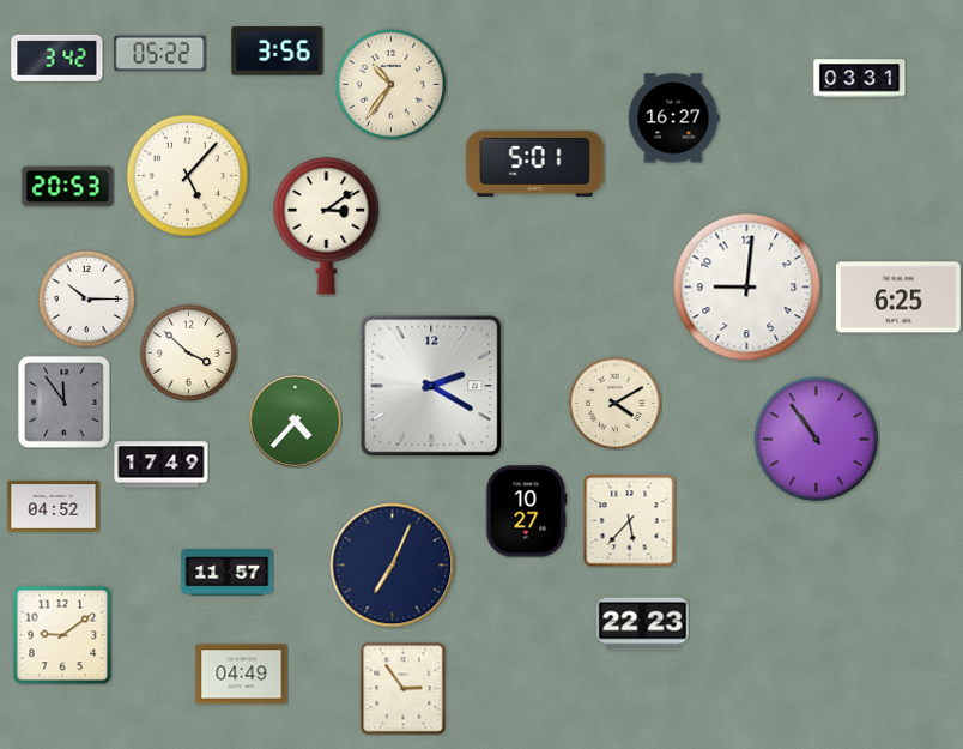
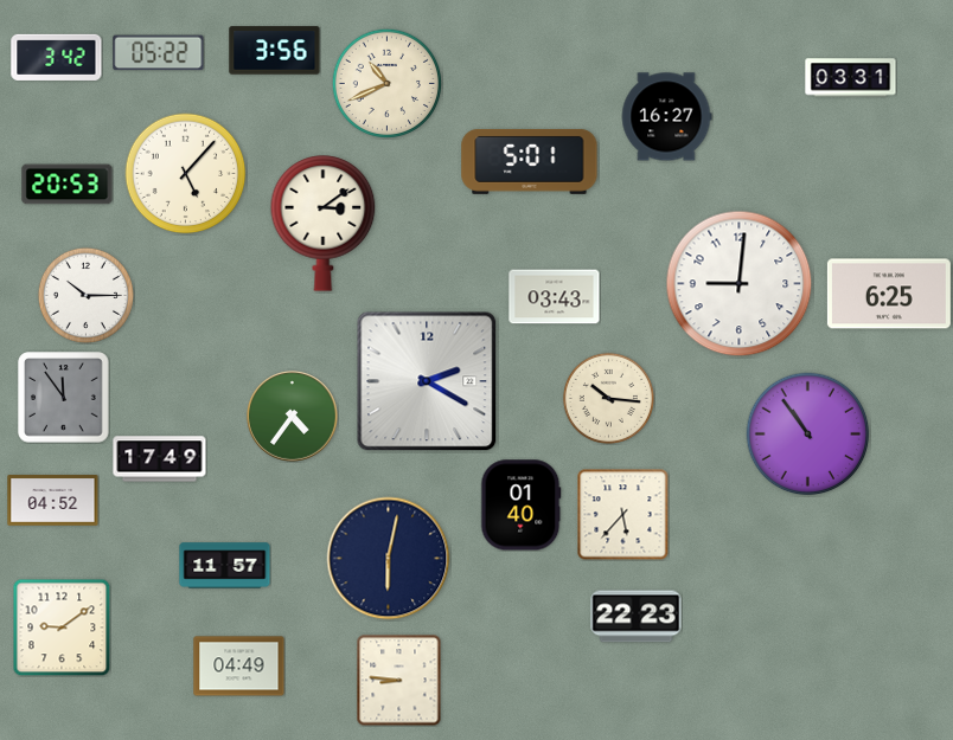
clock at (390, 84): 10:36 -> 10:41
clock at (555, 297): none -> 03:43
clock at (188, 352): 3:52 -> none
clock at (614, 403): 4:10 -> 10:16
clock at (296, 422): 4:37 -> 4:36
clock at (527, 512): 10:27 -> 01:40
clock at (393, 566): 7:04 -> 6:02
clock at (404, 688): 2:54 -> 8:46
